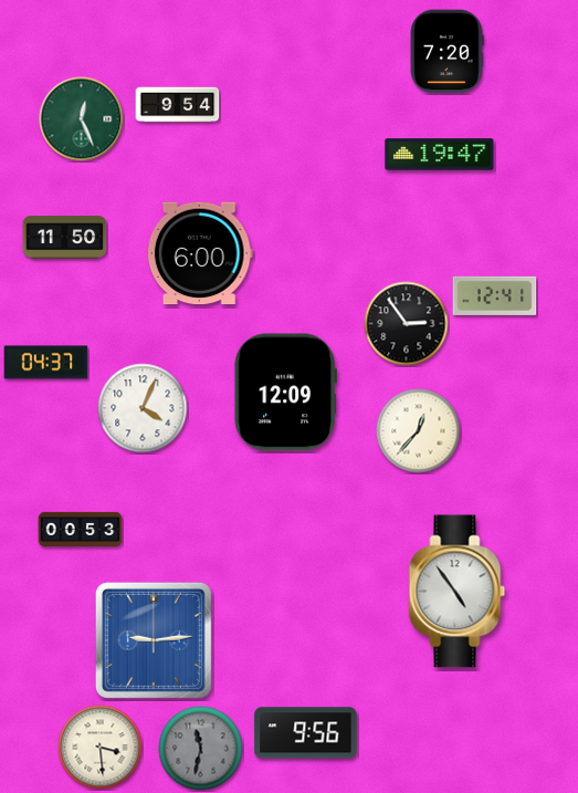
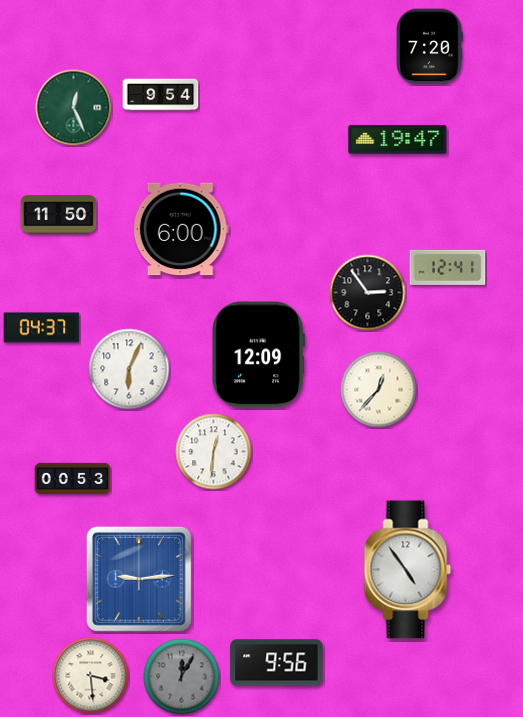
clock at (446, 52) position: (446, 52) -> (429, 47)
clock at (143, 408): 4:04 -> 6:04
clock at (214, 452): none -> 12:31
clock at (458, 592) position: (458, 592) -> (408, 570)
clock at (201, 749): 11:32 -> 12:05
